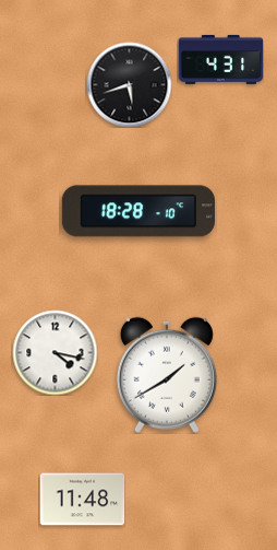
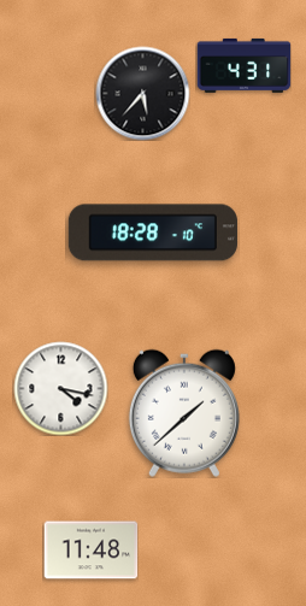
clock at (129, 84): 5:42 -> 5:37
clock at (167, 375): 1:40 -> 1:38
